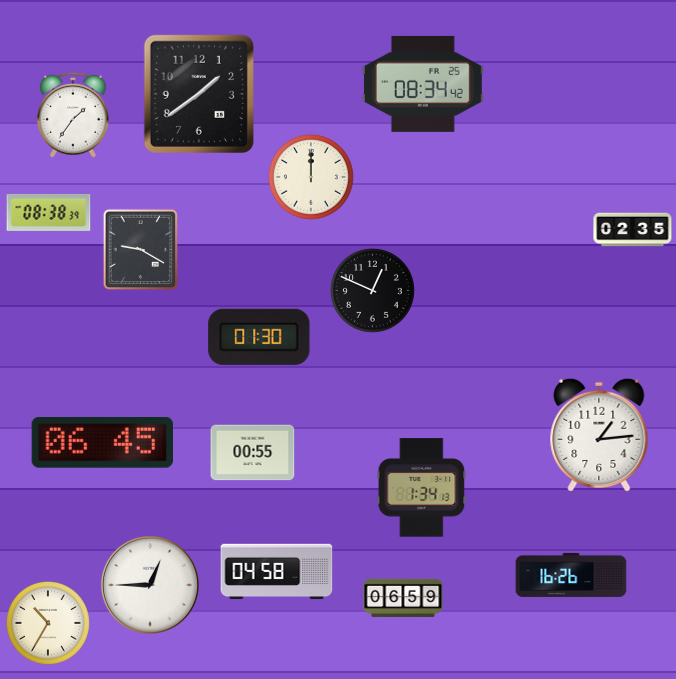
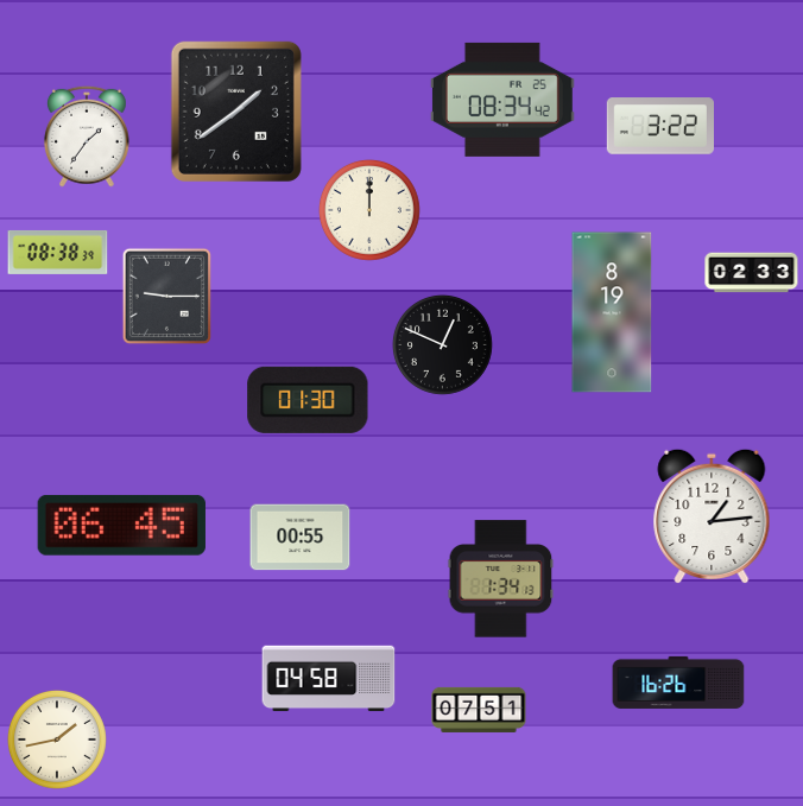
clock at (659, 126): none -> 3:22
clock at (633, 230): 02:35 -> 02:33
clock at (141, 250): 9:20 -> 9:15
clock at (612, 312): none -> 8:19
clock at (150, 585): 12:45 -> none
clock at (403, 598): 06:59 -> 07:51
clock at (48, 623): 10:35 -> 1:43
